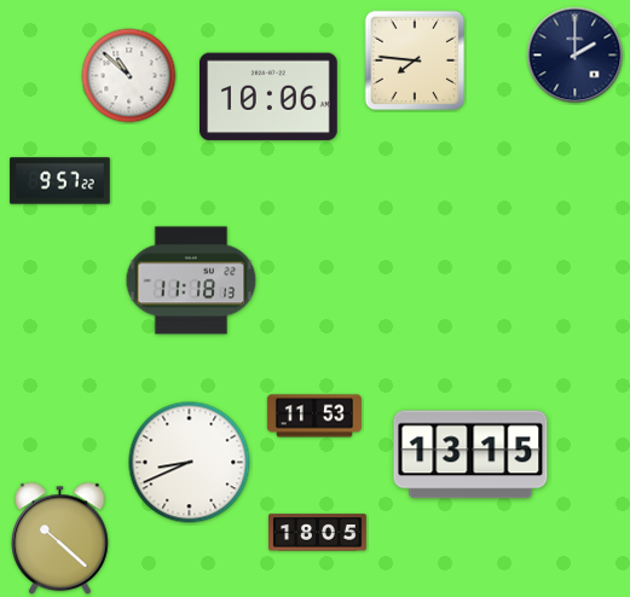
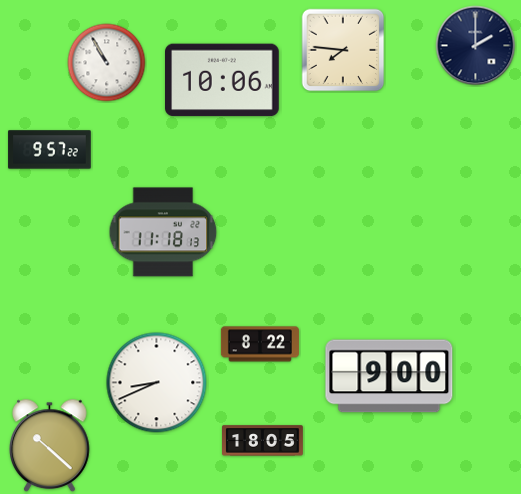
clock at (129, 76): 10:52 -> 10:55
clock at (191, 280) position: (191, 280) -> (163, 232)
clock at (314, 416): 11:53 -> 8:22
clock at (470, 454): 13:15 -> 9:00
